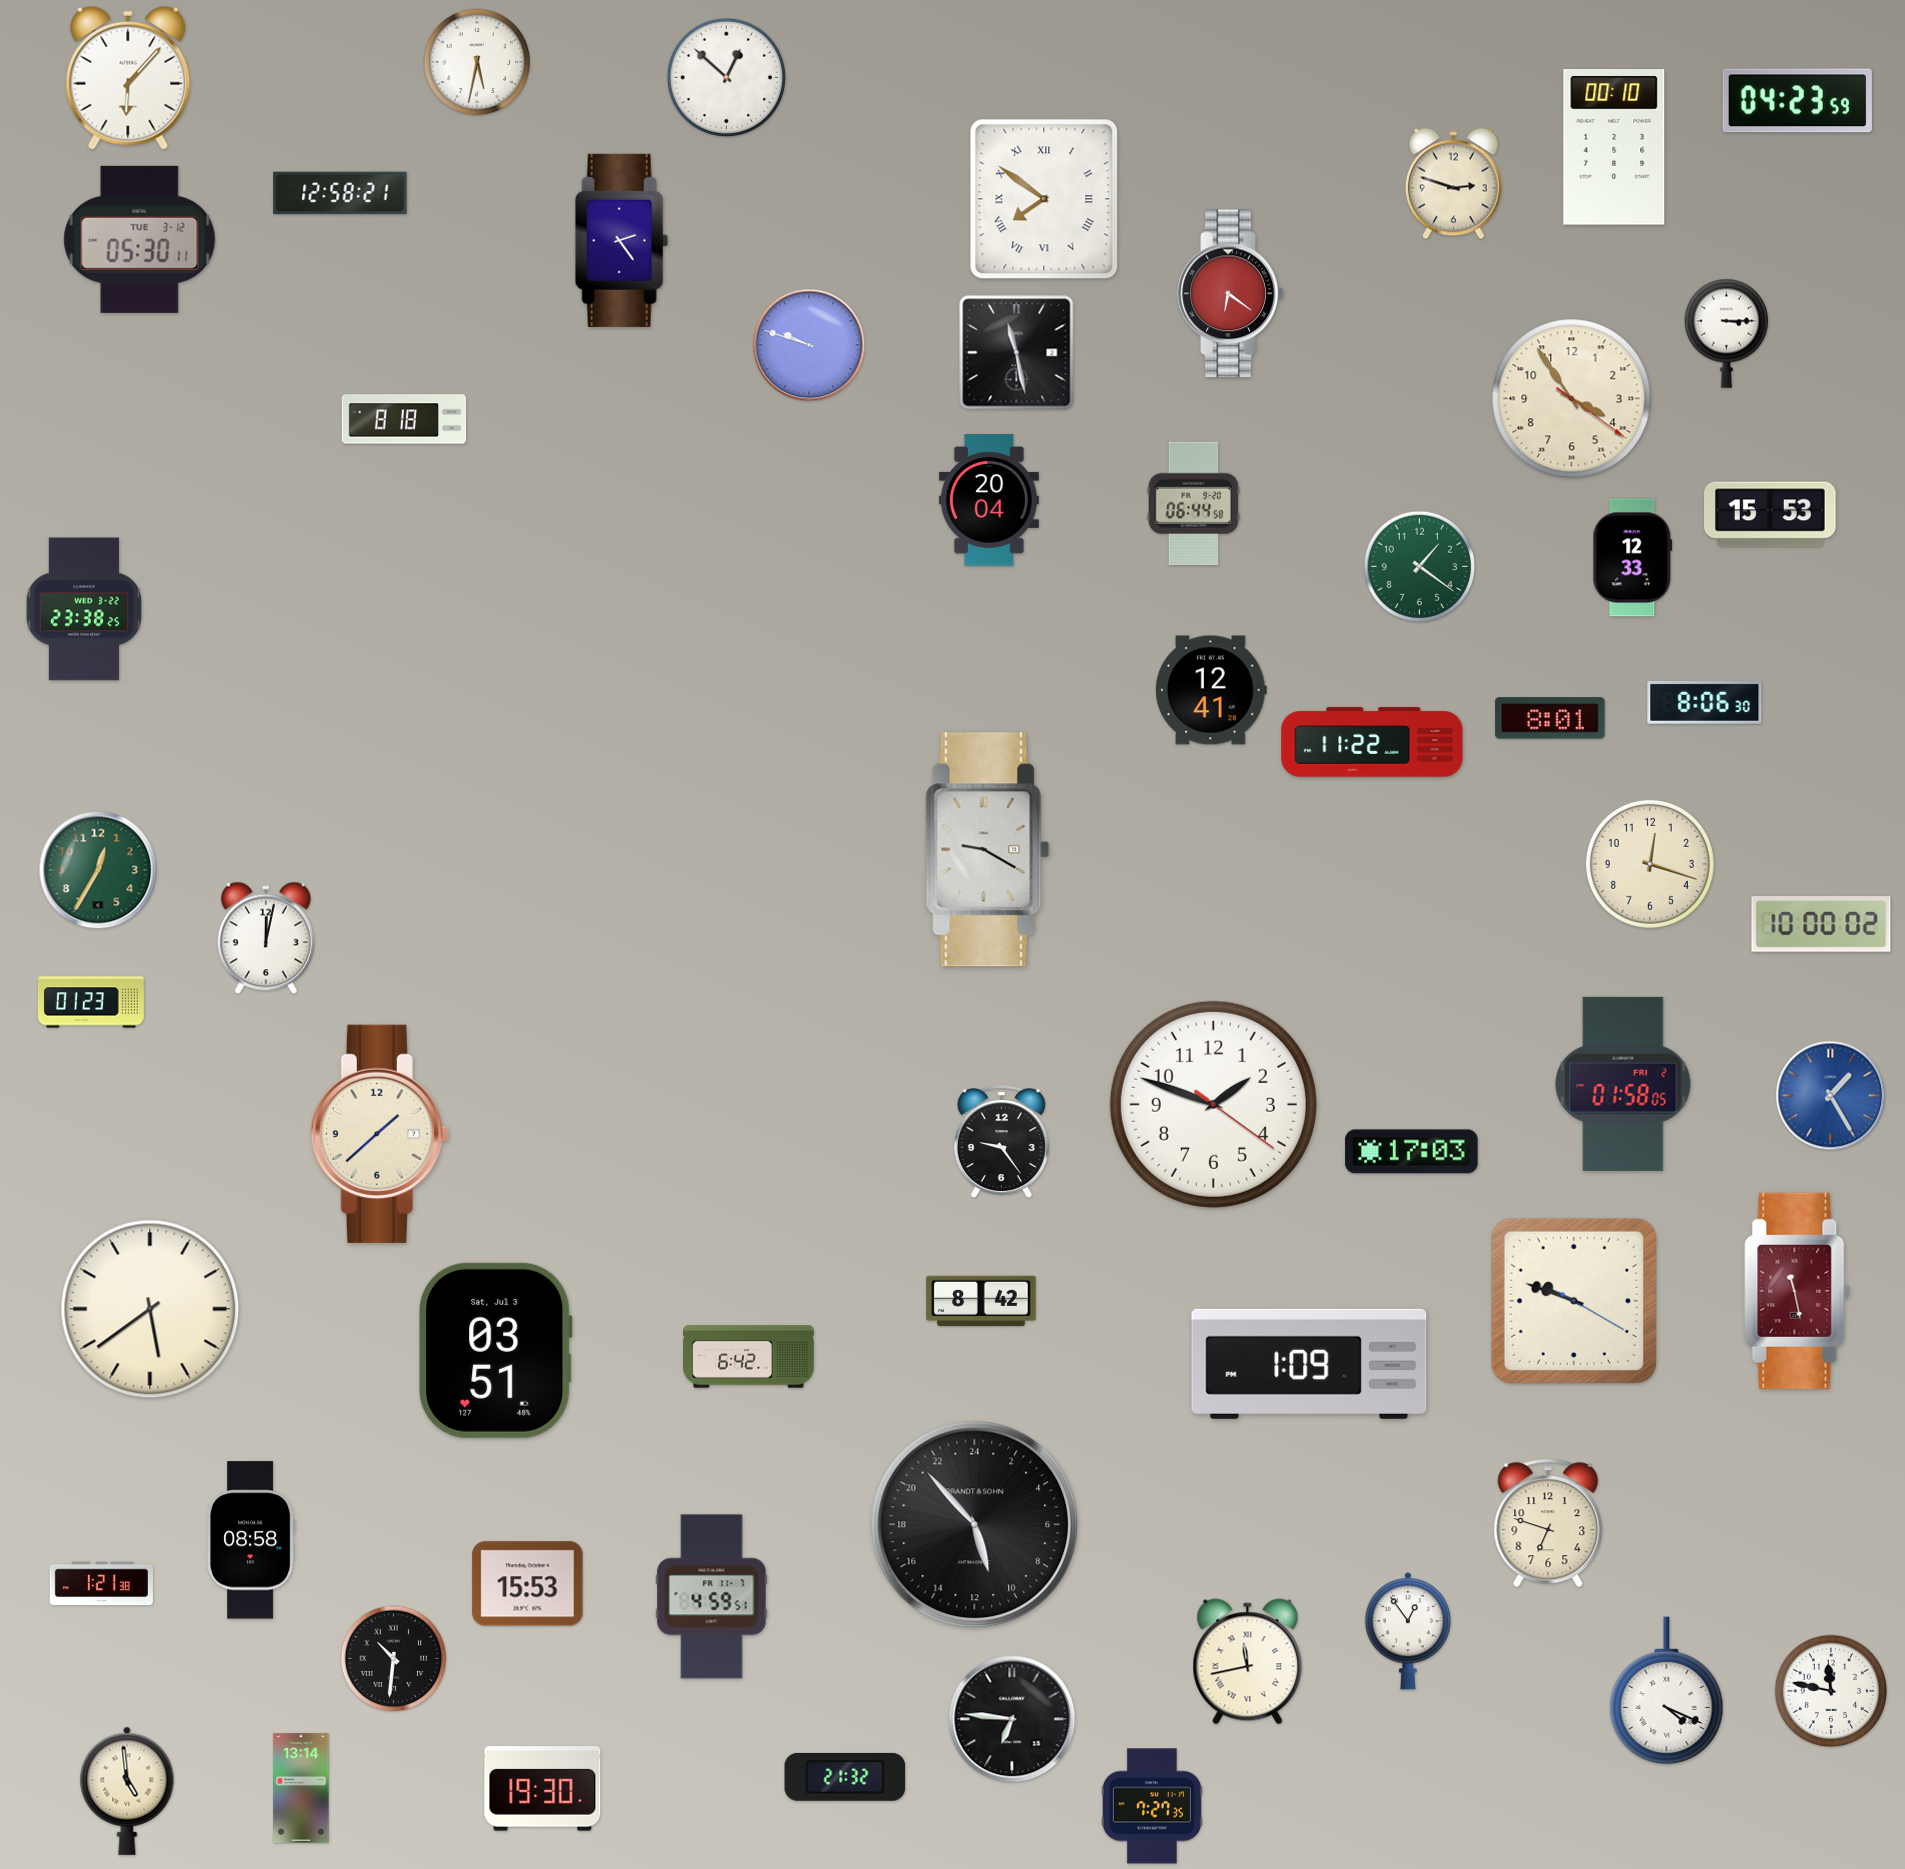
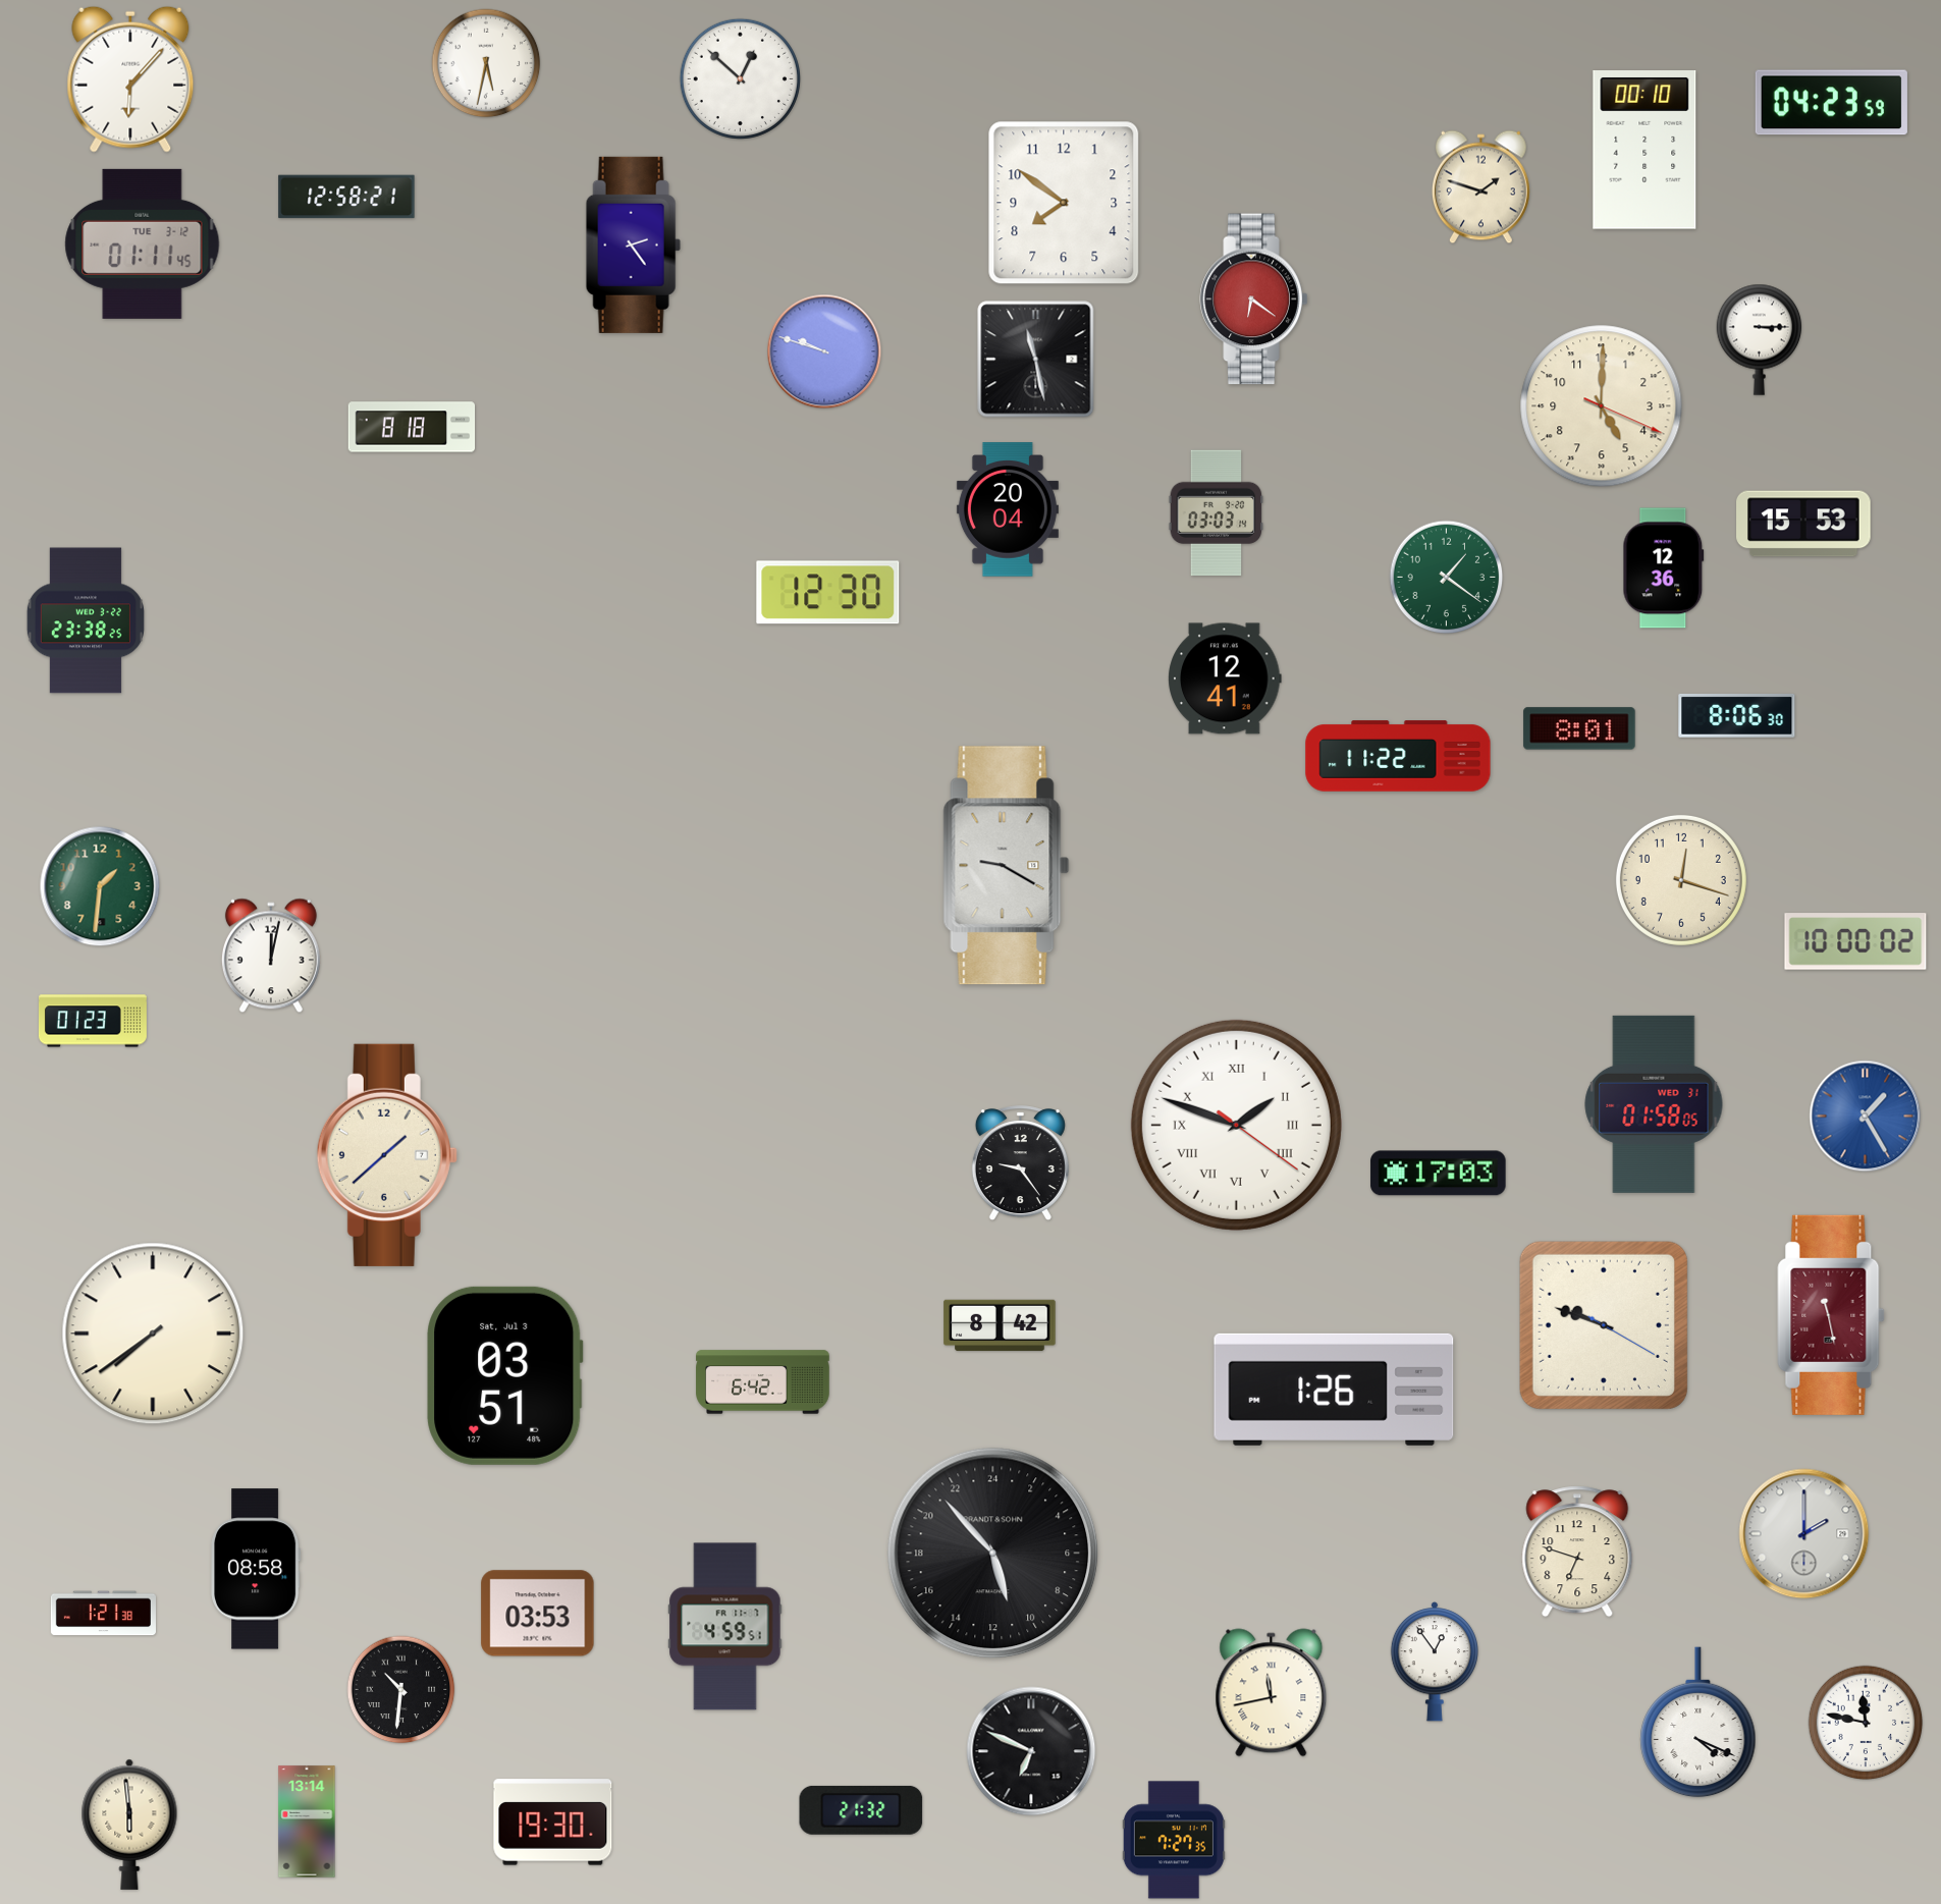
clock at (1453, 184): 2:48 -> 1:48
clock at (1044, 199) numerals: Roman -> Arabic
clock at (140, 239): 05:30 -> 01:11
clock at (1572, 399): 3:54 -> 5:00
clock at (1194, 504): 06:44 -> 03:03
clock at (1633, 558): 12:33 -> 12:36
clock at (828, 593): none -> 12:30
clock at (1211, 690) position: (1211, 690) -> (1225, 678)
clock at (1550, 718) position: (1550, 718) -> (1579, 728)
clock at (98, 870): 12:35 -> 1:31
clock at (1623, 1084) date: FRI 2 -> WED 31
clock at (1213, 1104) numerals: Arabic -> Roman
clock at (150, 1309): 5:39 -> 7:39
clock at (1309, 1364): 1:09 -> 1:26
clock at (1804, 1534): none -> 2:00
clock at (528, 1584): 15:53 -> 03:53
clock at (1012, 1719): 6:46 -> 6:49
clock at (127, 1791): 4:59 -> 5:59
